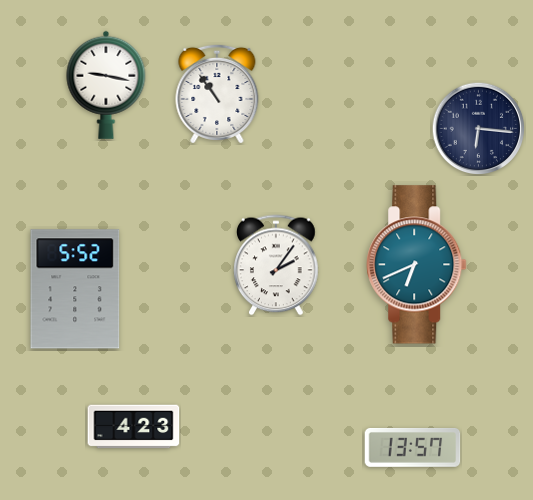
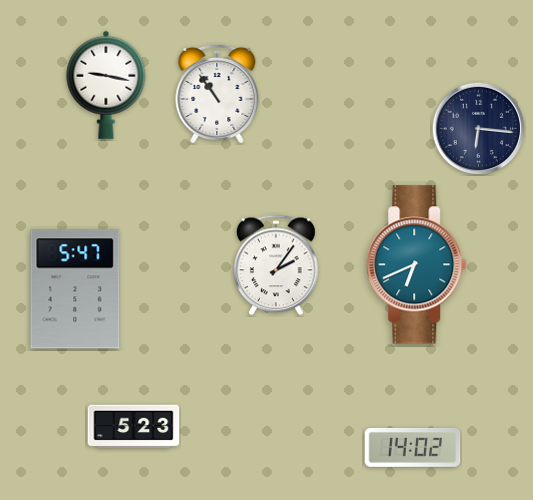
clock at (75, 289): 5:52 -> 5:47
clock at (134, 427): 4:23 -> 5:23
clock at (413, 448): 13:57 -> 14:02
